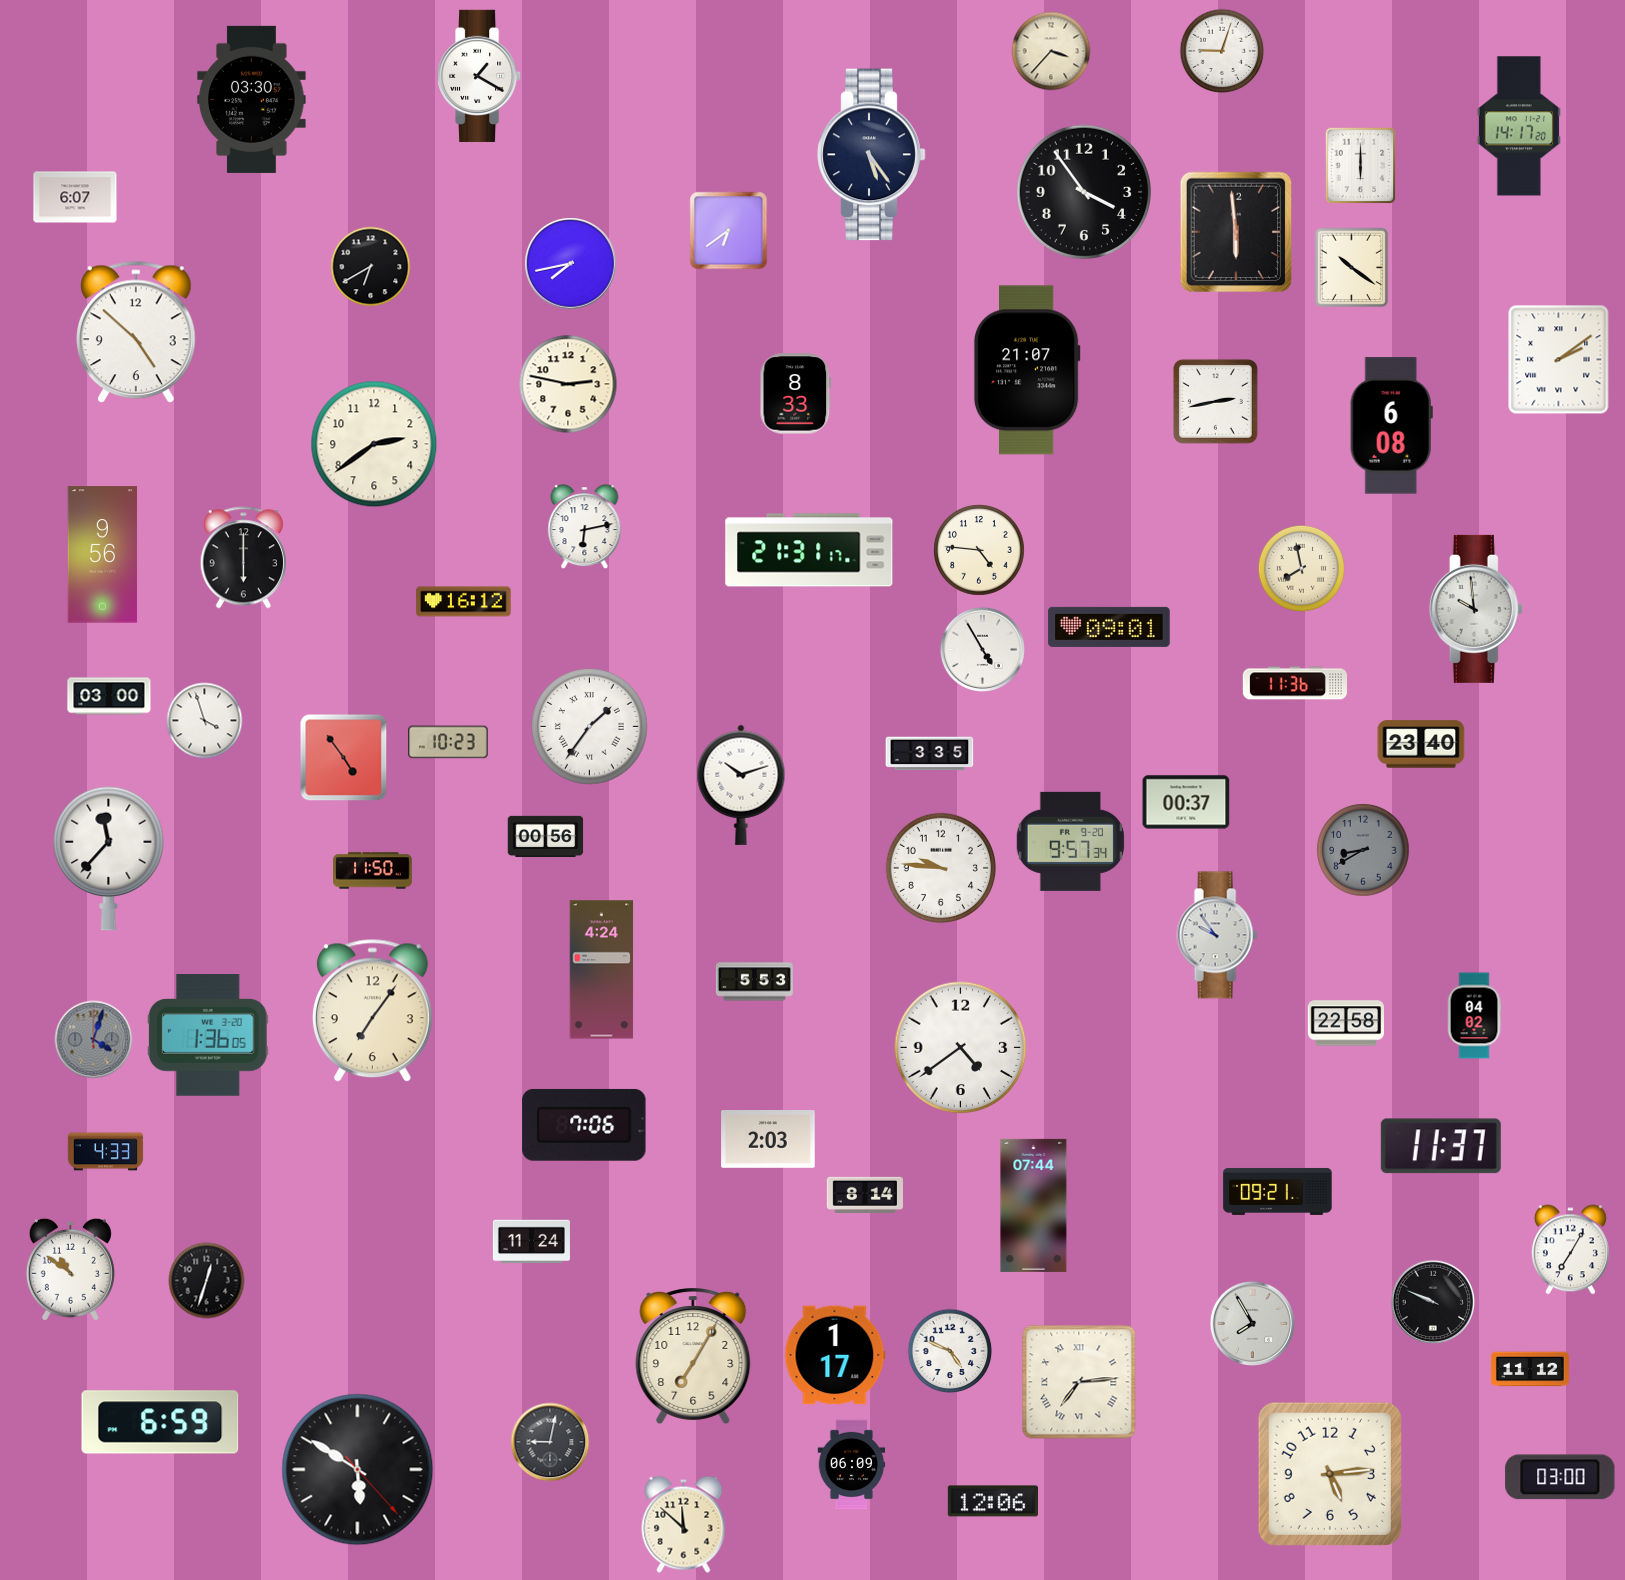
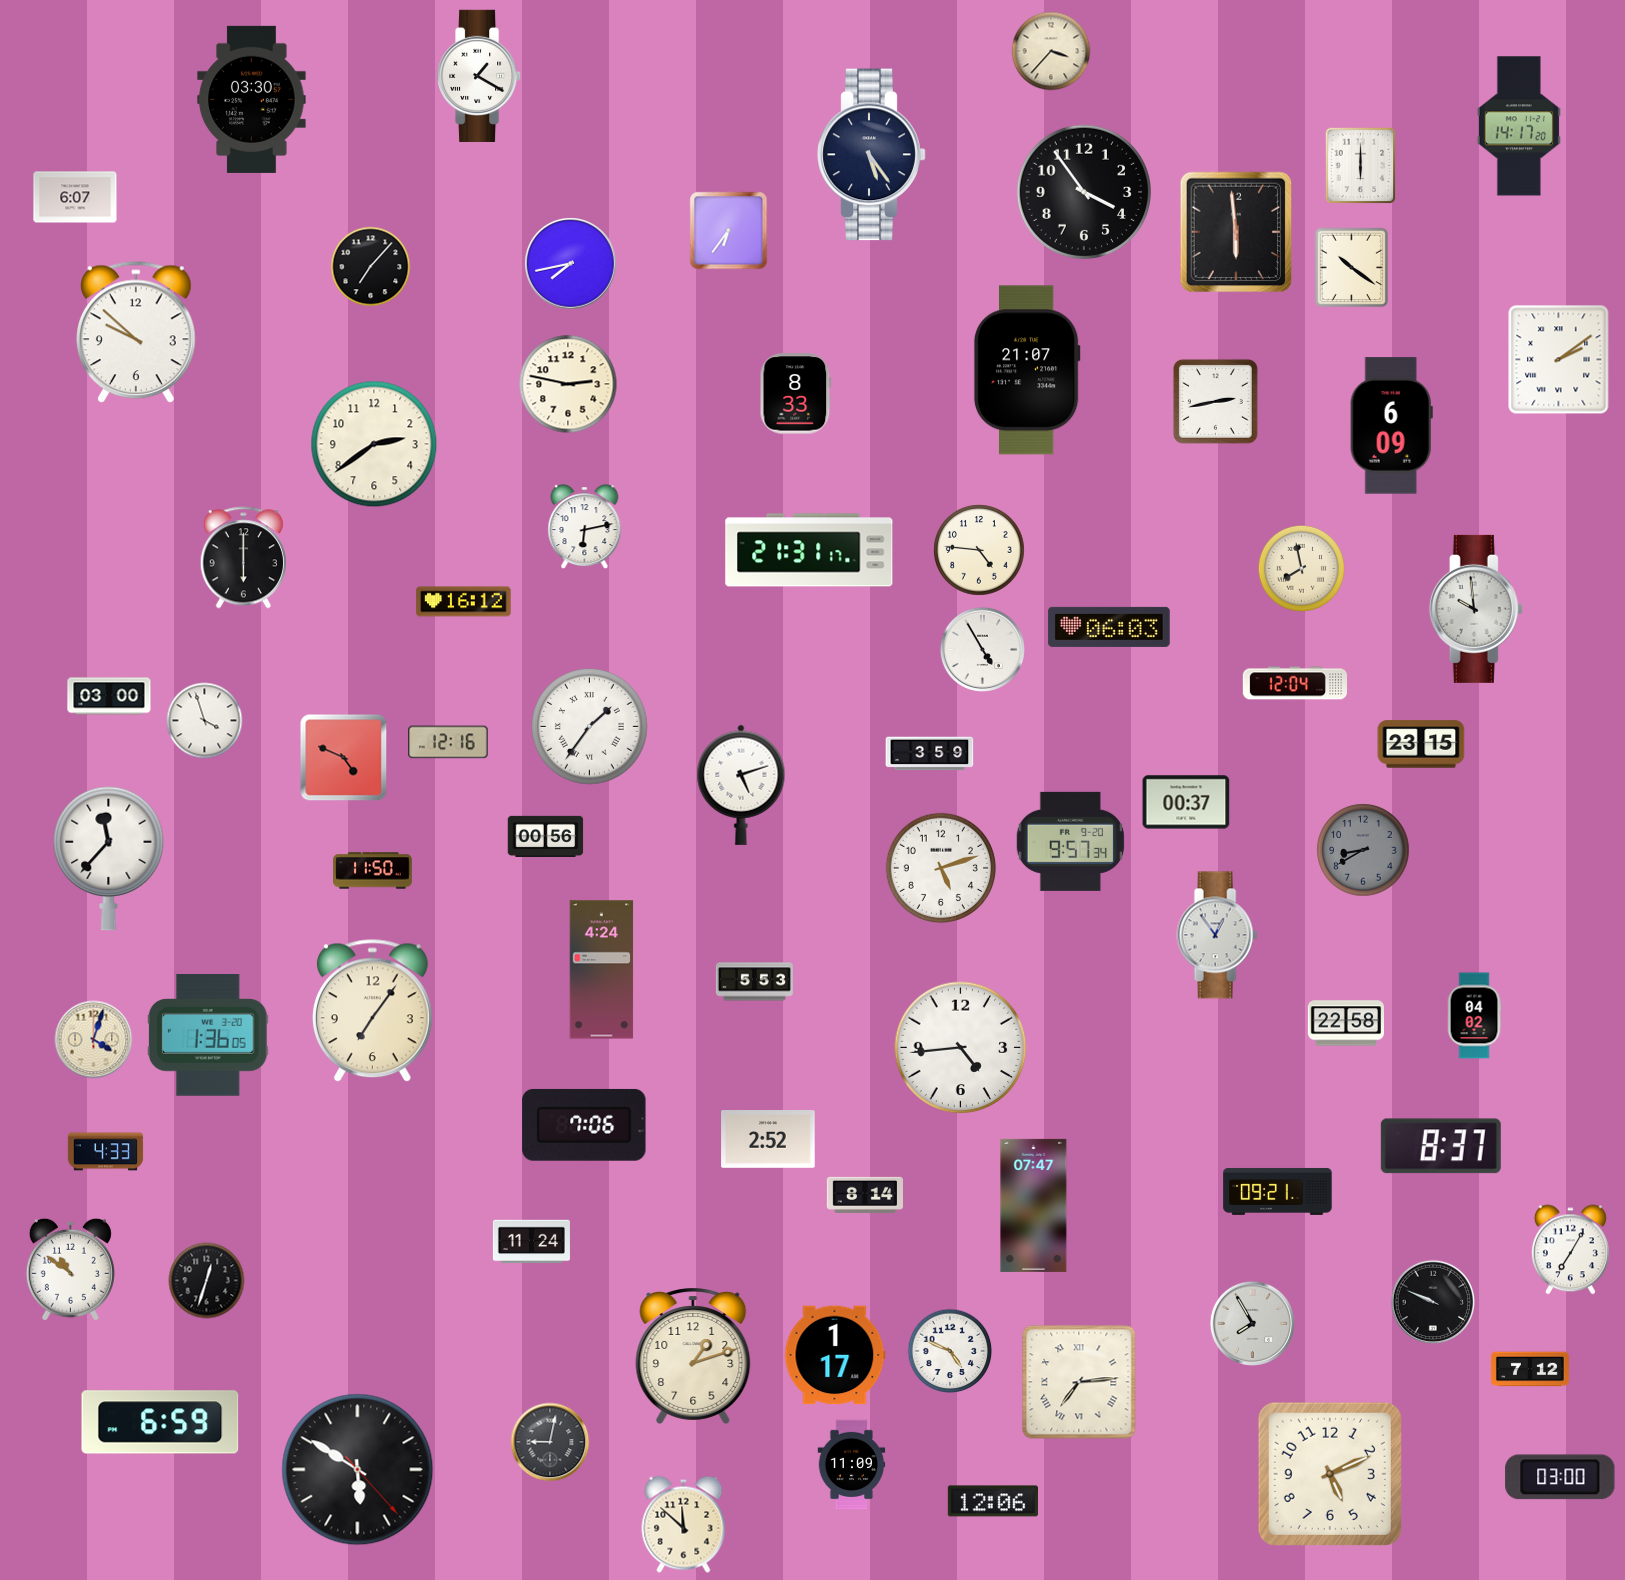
clock at (1222, 51): 9:03 -> none
clock at (729, 231): 6:39 -> 6:36
clock at (371, 267): 6:40 -> 7:07
clock at (137, 332): 4:52 -> 9:52
clock at (1391, 426): 6:08 -> 6:09
clock at (103, 555): 9:56 -> none
clock at (1109, 627): 09:01 -> 06:03
clock at (1294, 683): 11:36 -> 12:04
clock at (448, 742): 10:23 -> 12:16
clock at (1421, 744): 23:40 -> 23:15
clock at (930, 754): 3:35 -> 3:59
clock at (344, 758): 4:54 -> 4:49
clock at (741, 785): 10:12 -> 5:12
clock at (940, 867): 9:46 -> 5:12
clock at (1217, 935): 9:54 -> 12:54
clock at (94, 1040) dial: grey -> cream
clock at (961, 1048): 4:39 -> 4:44
clock at (768, 1140): 2:03 -> 2:52
clock at (1441, 1146): 11:37 -> 8:37
clock at (1034, 1205): 07:44 -> 07:47
clock at (693, 1356): 7:05 -> 1:12
clock at (1530, 1369): 11:12 -> 7:12
clock at (852, 1465): 06:09 -> 11:09
clock at (1330, 1474): 5:14 -> 5:11
